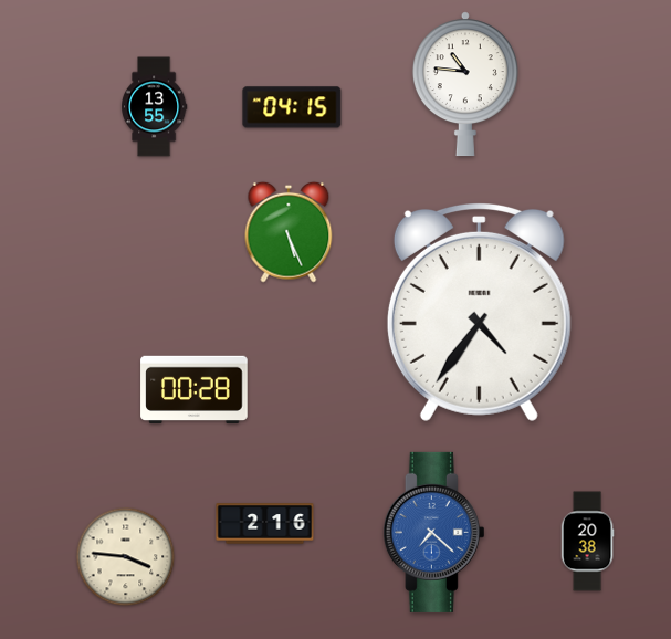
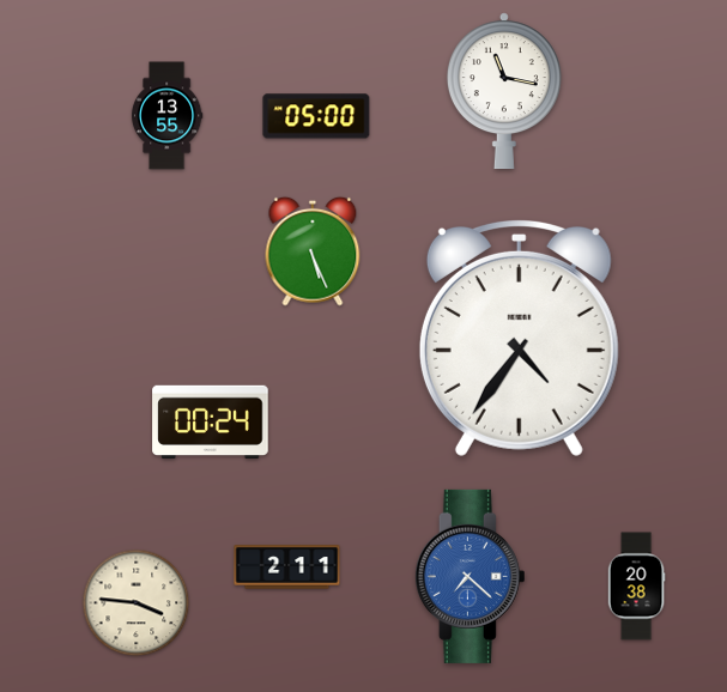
clock at (465, 84): 10:46 -> 11:17
clock at (292, 107): 04:15 -> 05:00
clock at (195, 390): 00:28 -> 00:24
clock at (265, 524): 2:16 -> 2:11
